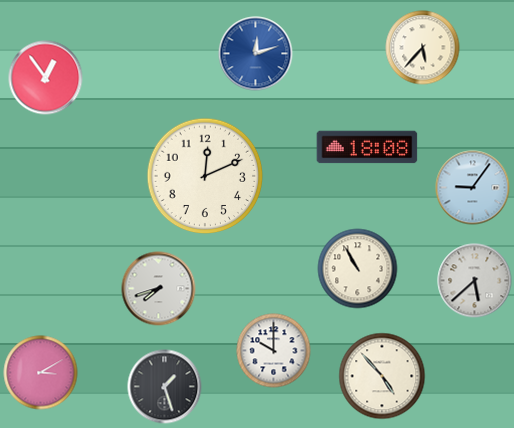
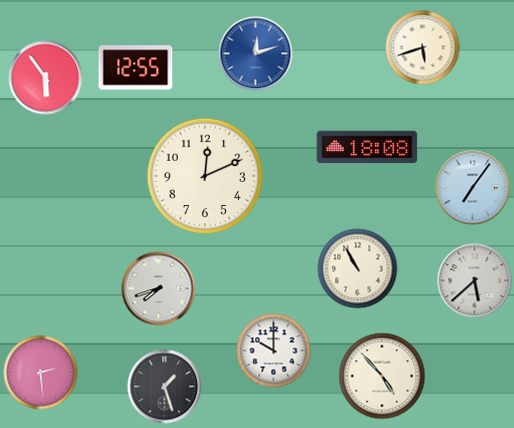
clock at (423, 48): 5:37 -> 5:42
clock at (136, 68): none -> 12:55
clock at (46, 78): 12:54 -> 5:54
clock at (473, 188): 9:06 -> 7:06
clock at (41, 373): 3:10 -> 2:29
